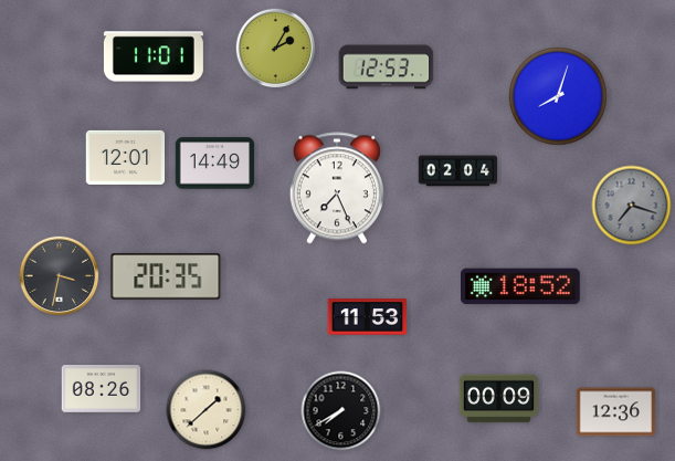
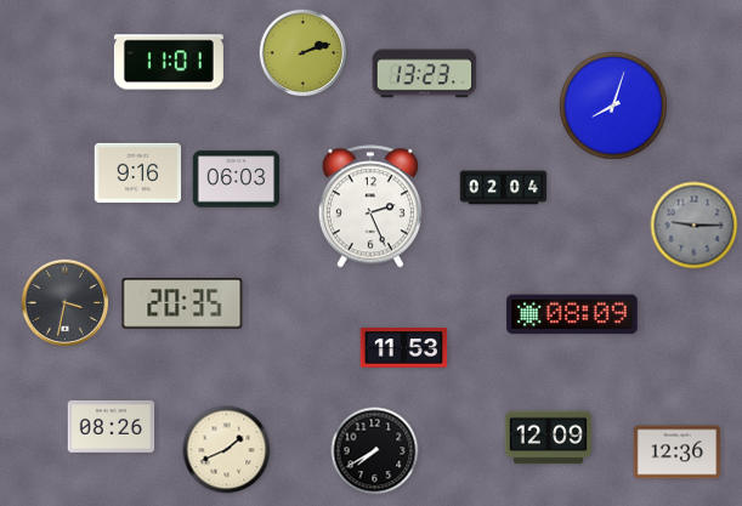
clock at (276, 49): 2:05 -> 2:12
clock at (387, 67): 12:53 -> 13:23
clock at (126, 157): 12:01 -> 9:16
clock at (215, 164): 14:49 -> 06:03
clock at (337, 188): 7:26 -> 2:26
clock at (632, 206): 7:18 -> 9:15
clock at (521, 286): 18:52 -> 08:09
clock at (499, 399): 00:09 -> 12:09
clock at (207, 410): 1:38 -> 1:41
